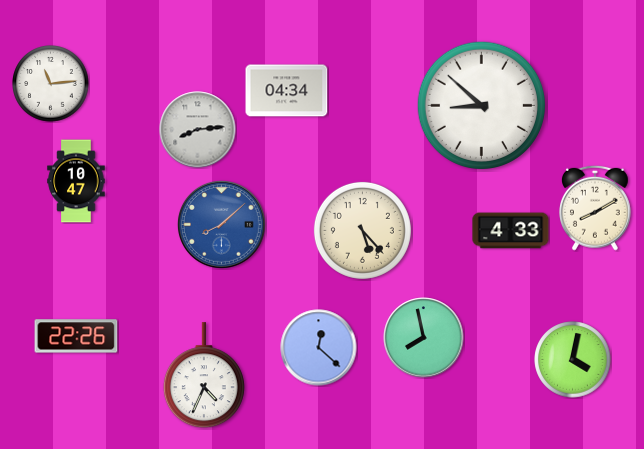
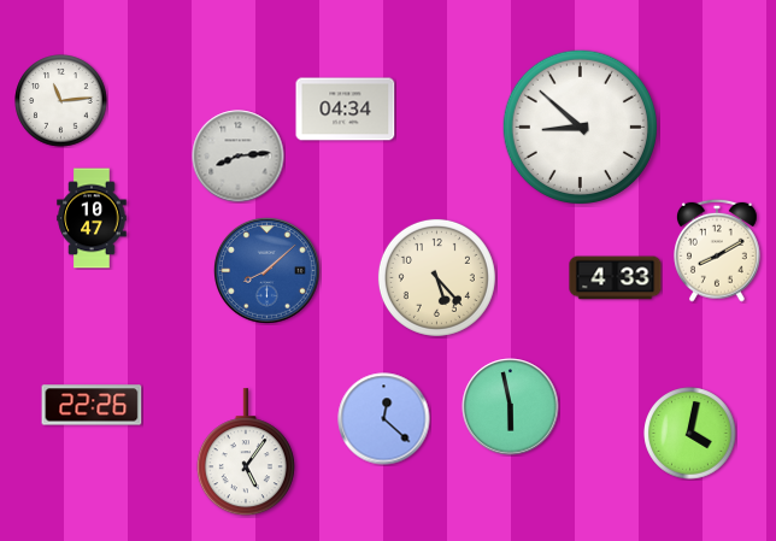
clock at (424, 338): 7:58 -> 5:58
clock at (204, 376): 4:34 -> 5:06
